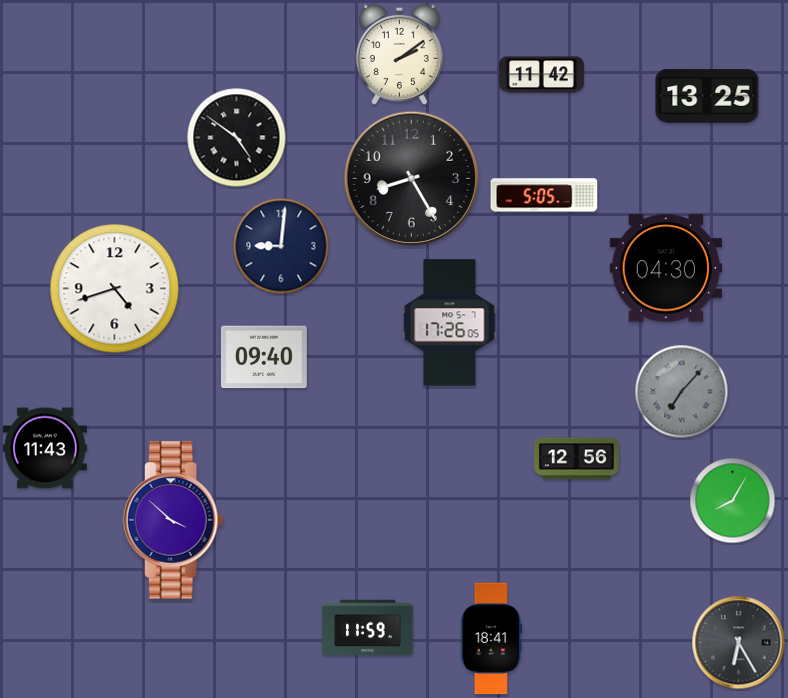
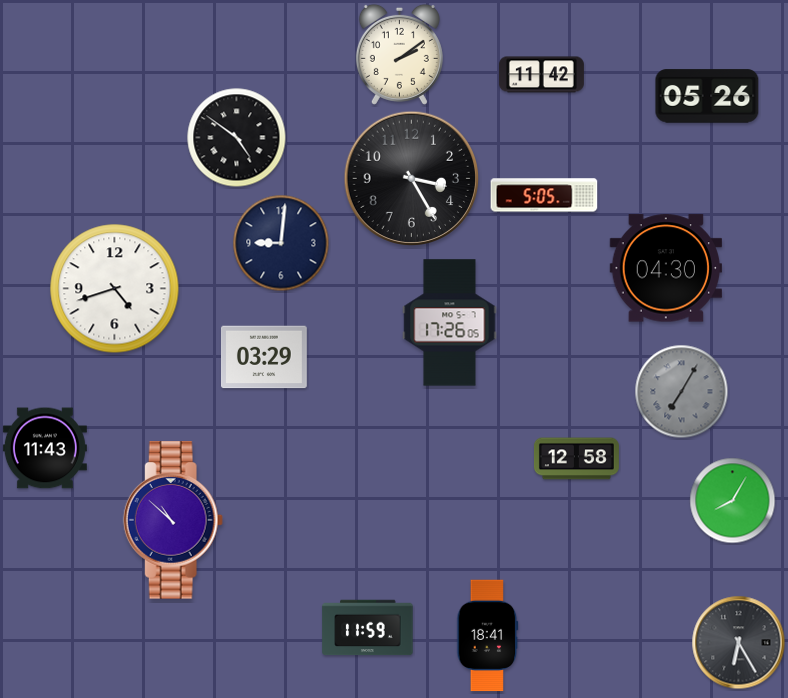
clock at (707, 96): 13:25 -> 05:26
clock at (412, 179): 8:25 -> 3:25
clock at (281, 246) position: (281, 246) -> (281, 243)
clock at (264, 357): 09:40 -> 03:29
clock at (682, 392): 7:07 -> 7:05
clock at (576, 459): 12:56 -> 12:58
clock at (173, 520): 3:52 -> 10:52
clock at (492, 639) position: (492, 639) -> (488, 636)
